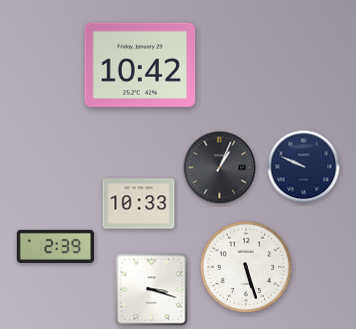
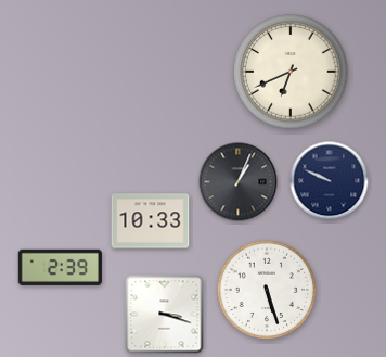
clock at (140, 65): 10:42 -> none
clock at (291, 72): none -> 6:41
